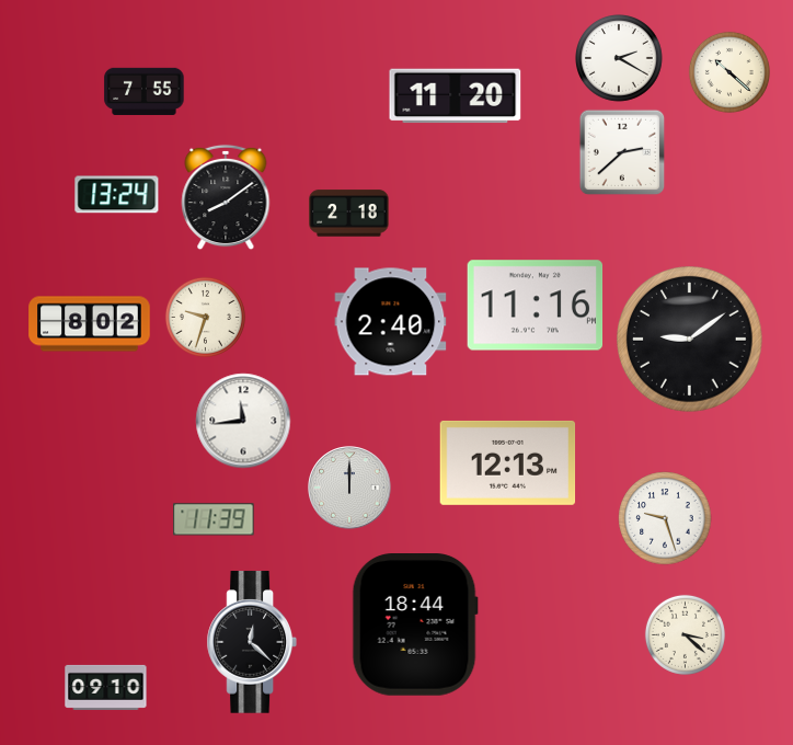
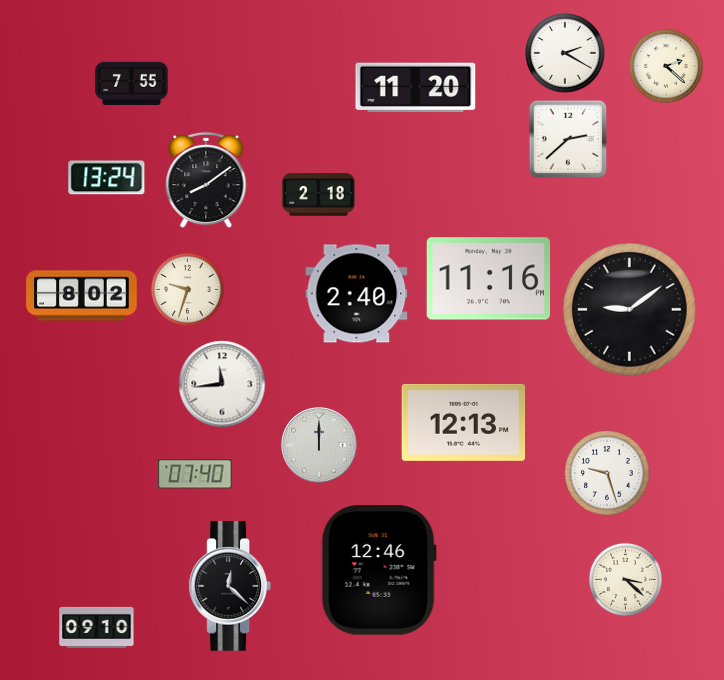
clock at (729, 72): 10:22 -> 2:22
clock at (214, 519): 11:39 -> 07:40
clock at (415, 626): 18:44 -> 12:46
